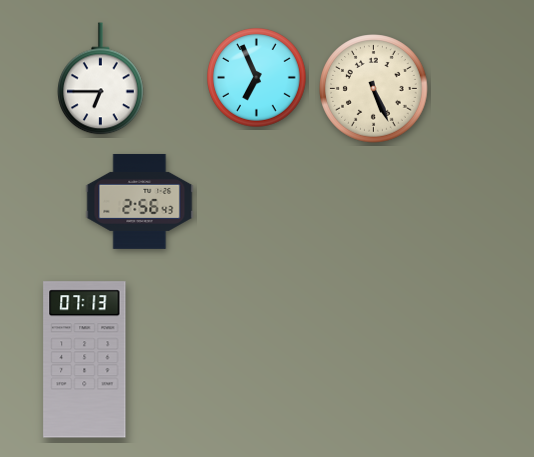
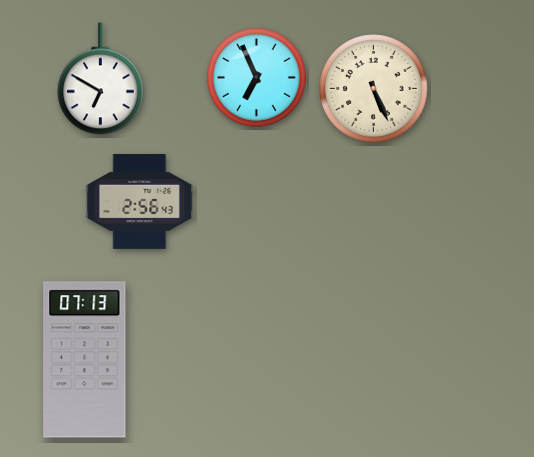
clock at (101, 79): 6:45 -> 6:50
